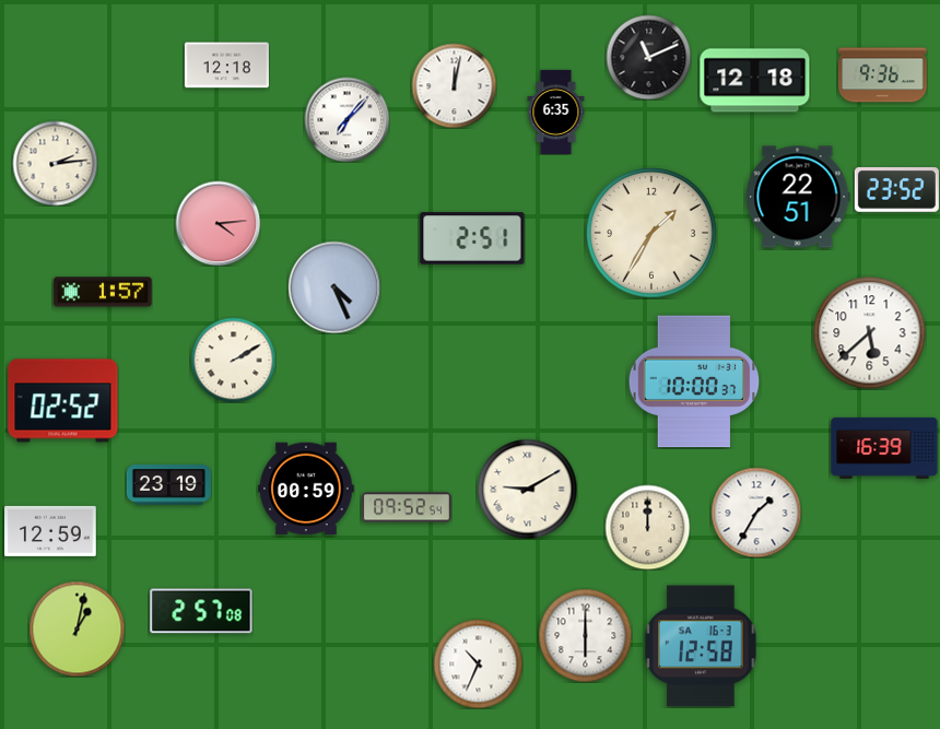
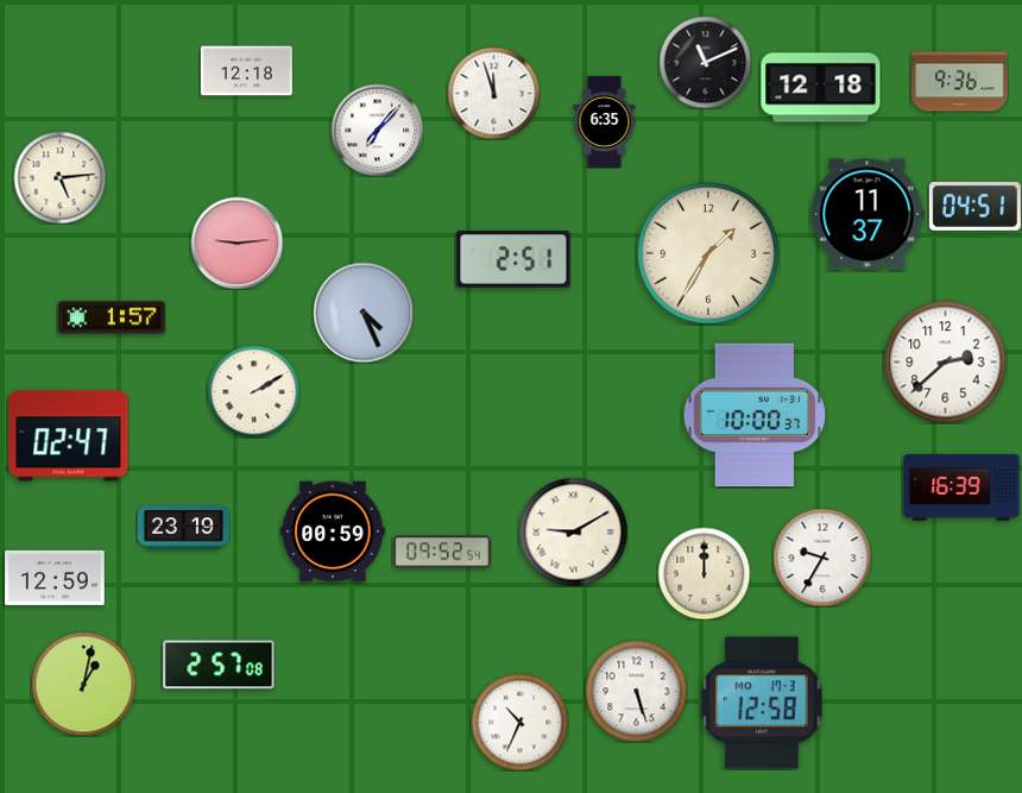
clock at (454, 85): 12:02 -> 11:57
clock at (55, 163): 2:14 -> 5:14
clock at (896, 189): 23:52 -> 04:51
clock at (798, 197): 22:51 -> 11:37
clock at (218, 223): 4:14 -> 9:14
clock at (870, 333): 5:38 -> 2:38
clock at (63, 401): 02:52 -> 02:47
clock at (756, 513): 1:35 -> 9:35
clock at (585, 635): 6:00 -> 5:27
clock at (701, 646) date: SA 16-3 -> MO 17-3
